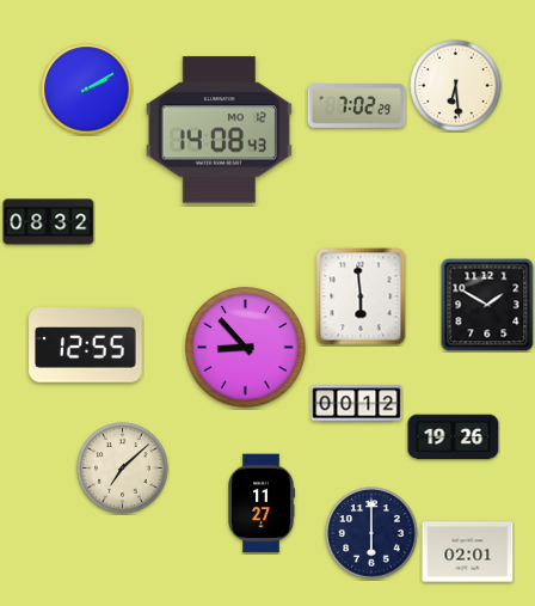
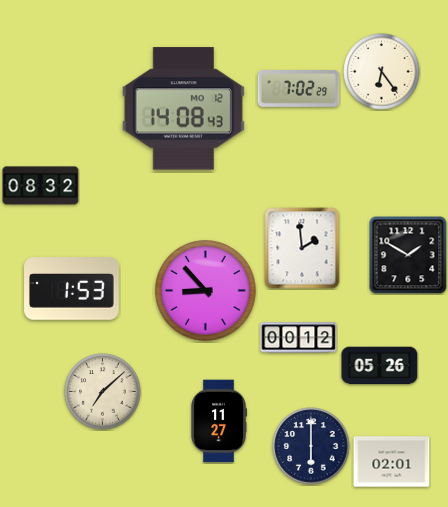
clock at (456, 86): 6:29 -> 6:24
clock at (87, 90): 2:10 -> none
clock at (361, 296): 5:59 -> 1:59
clock at (86, 345): 12:55 -> 1:53
clock at (454, 437): 19:26 -> 05:26
